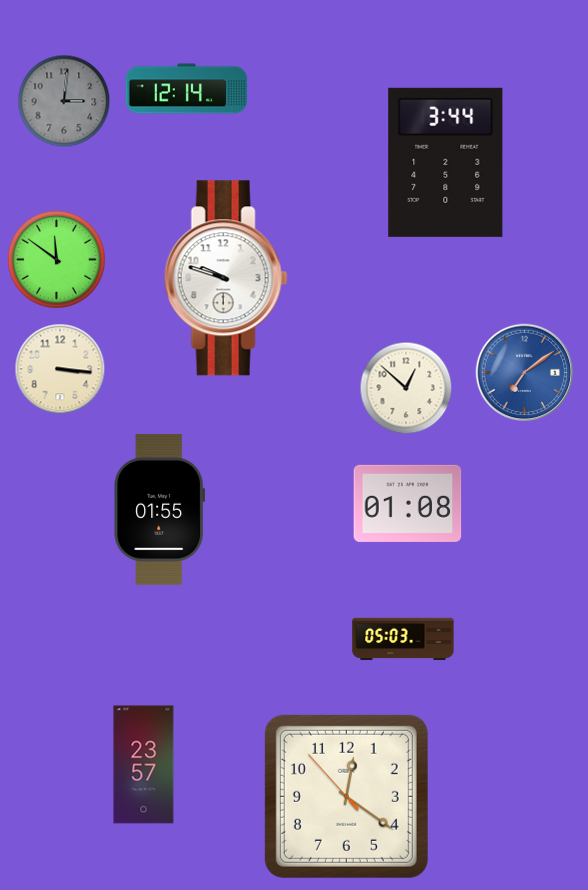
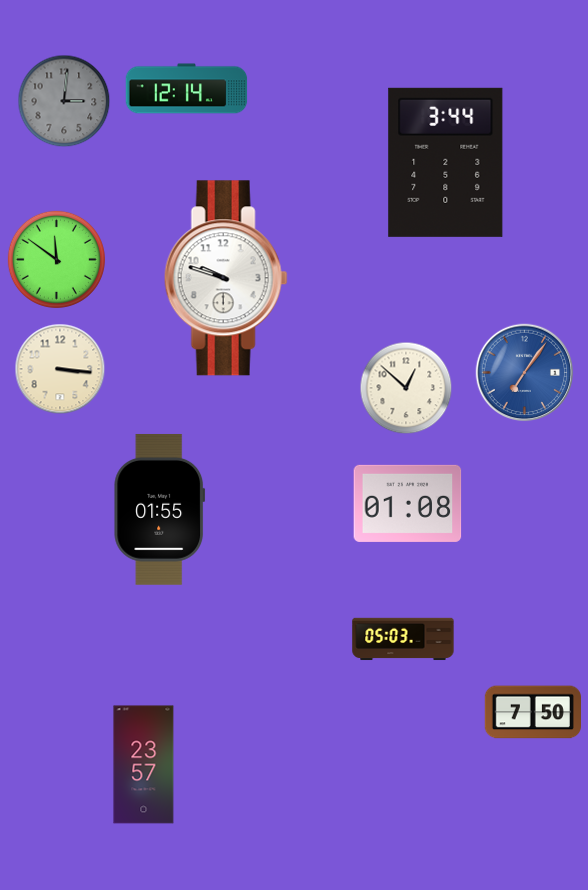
clock at (525, 373): 7:09 -> 7:06
clock at (532, 712): none -> 7:50
clock at (346, 796): 12:20 -> none
